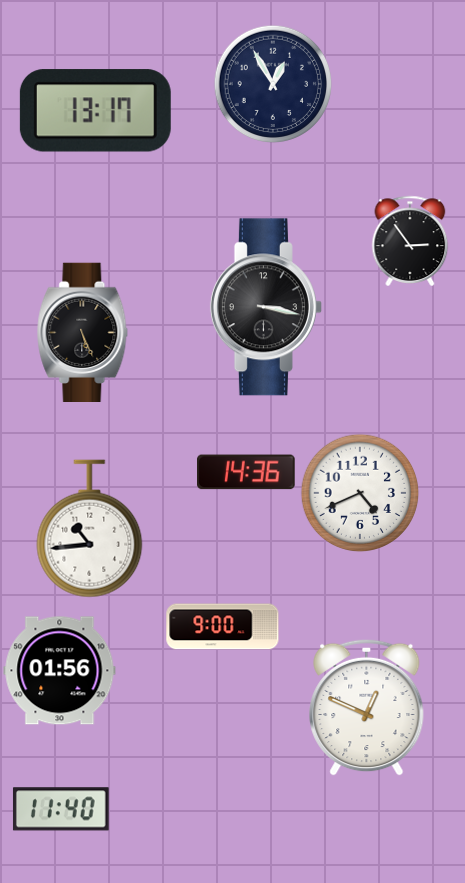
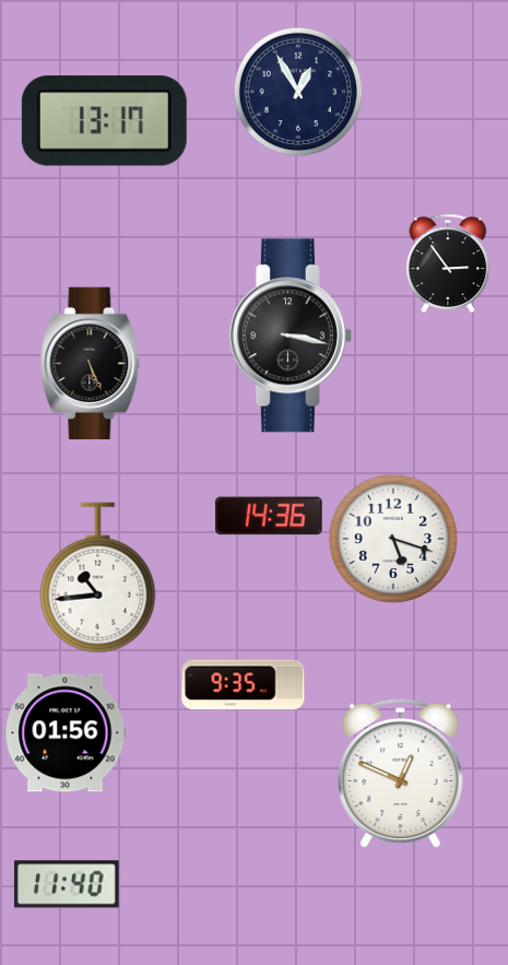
clock at (360, 493): 4:41 -> 5:18
clock at (223, 627): 9:00 -> 9:35
